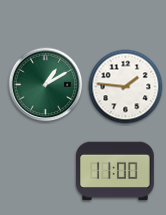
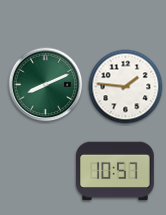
clock at (46, 85): 1:10 -> 8:11
clock at (116, 171): 11:00 -> 10:57
